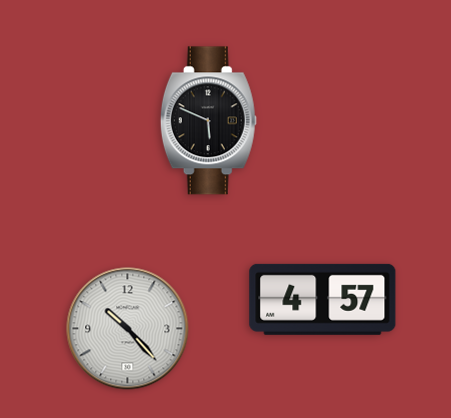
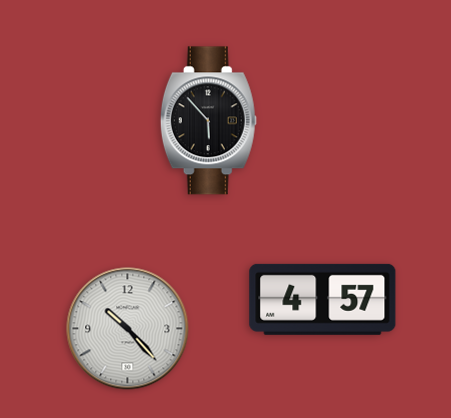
clock at (208, 121): 5:49 -> 5:53
